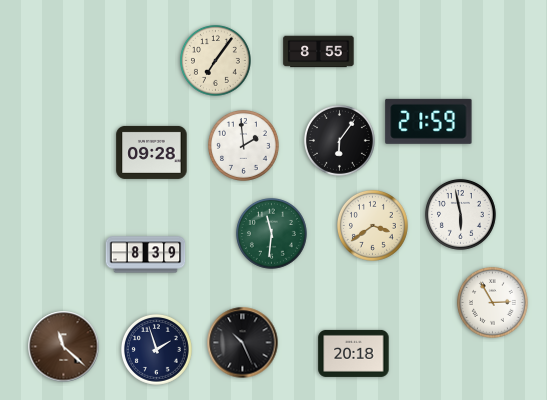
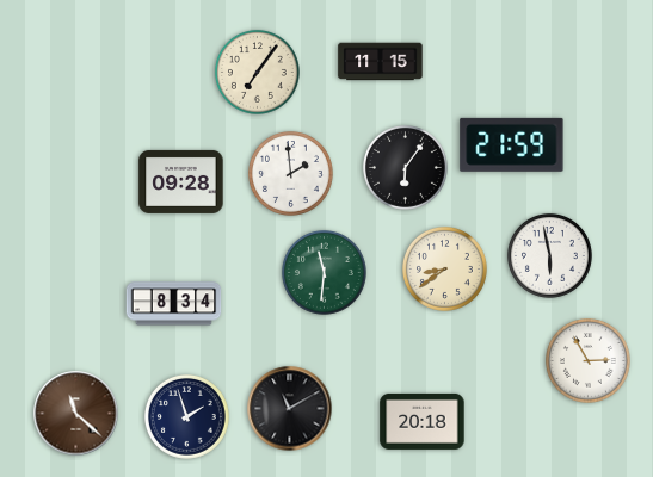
clock at (319, 52): 8:55 -> 11:15
clock at (372, 225): 3:39 -> 8:39
clock at (271, 233) position: (271, 233) -> (324, 272)
clock at (146, 255): 8:39 -> 8:34
clock at (243, 343): 10:26 -> 11:10
